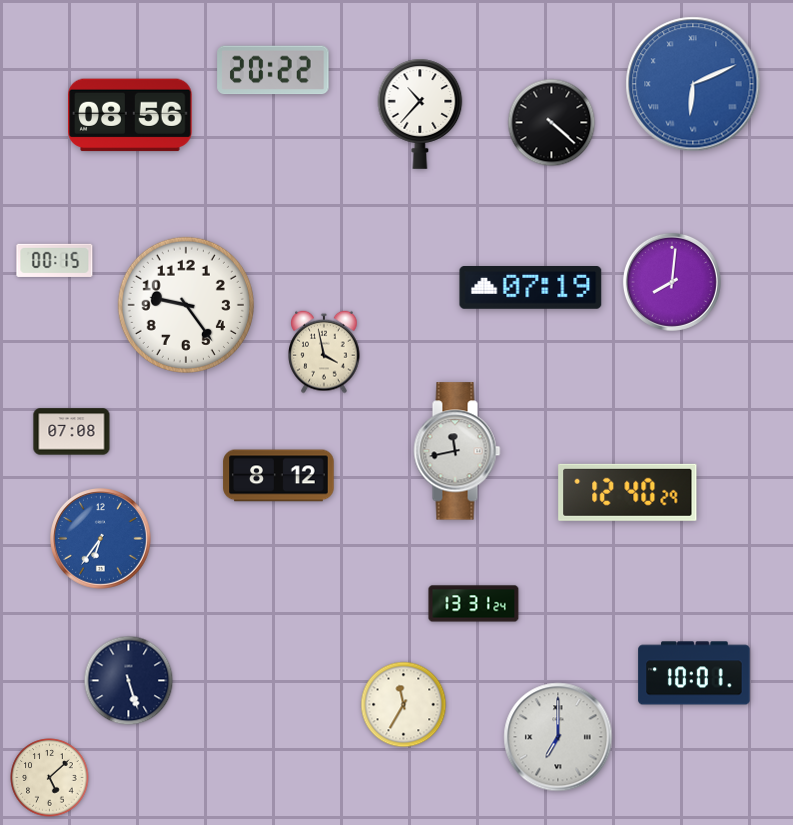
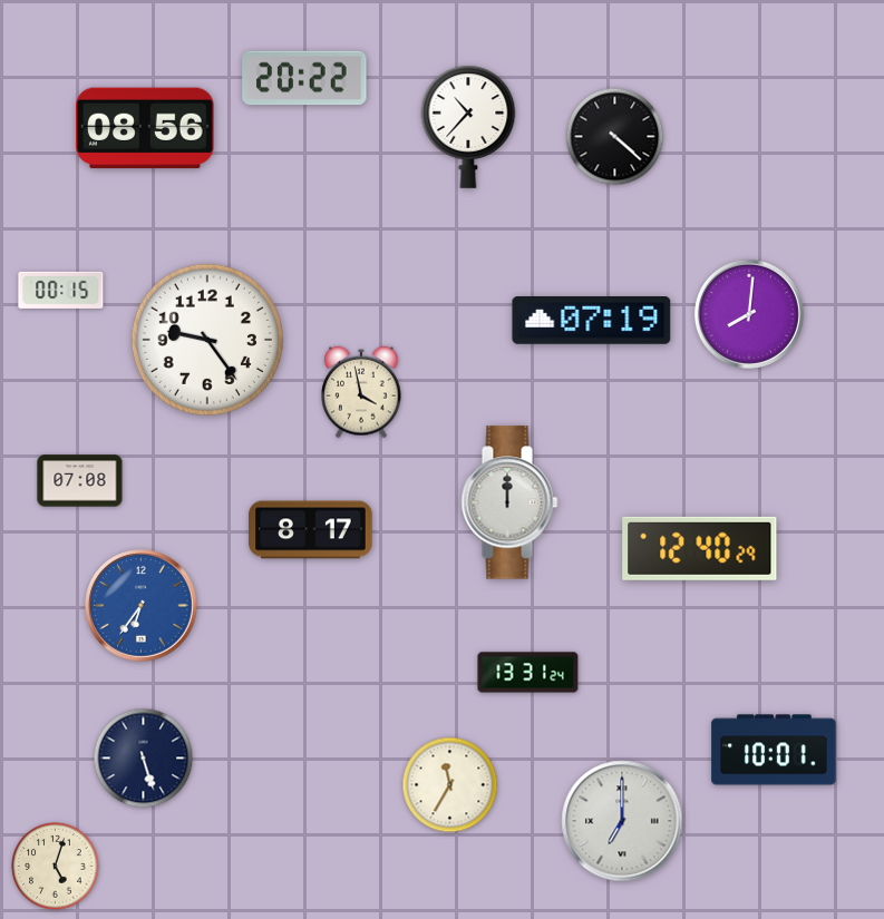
clock at (693, 84): 6:11 -> none
clock at (457, 451): 11:43 -> 12:00
clock at (279, 476): 8:12 -> 8:17
clock at (101, 539) position: (101, 539) -> (142, 606)
clock at (50, 778): 5:08 -> 5:03
